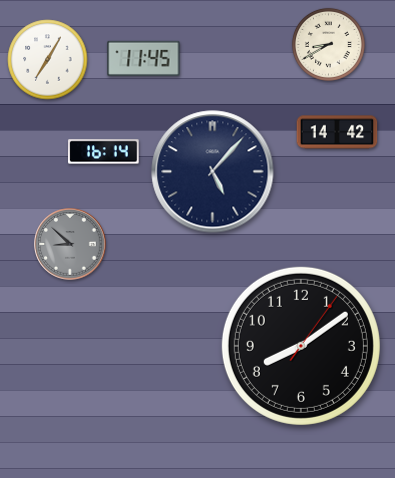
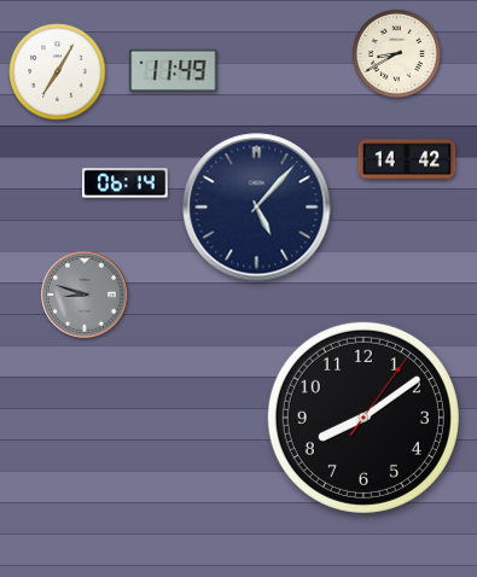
clock at (144, 58): 11:45 -> 11:49
clock at (104, 152): 16:14 -> 06:14
clock at (70, 244): 8:52 -> 8:48
